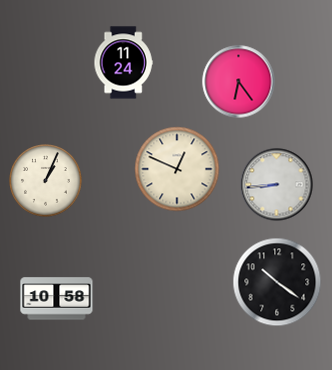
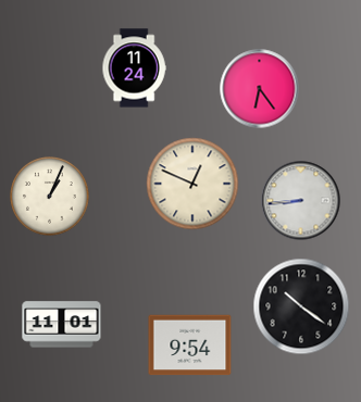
clock at (57, 299): 10:58 -> 11:01
clock at (190, 346): none -> 9:54
